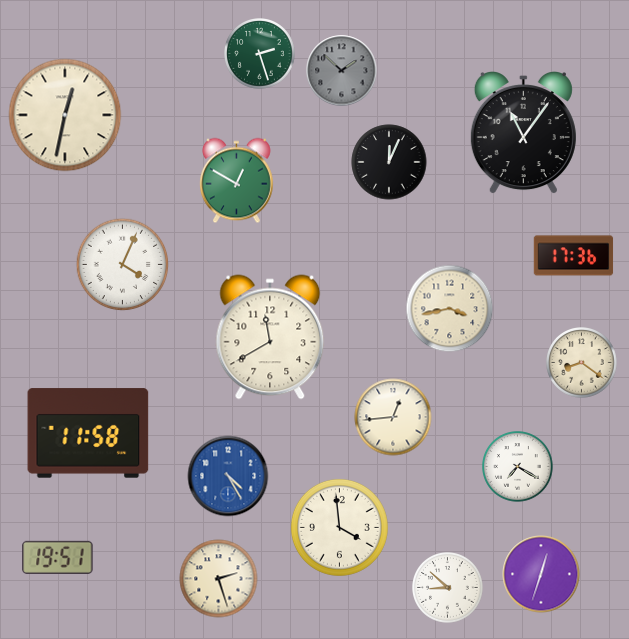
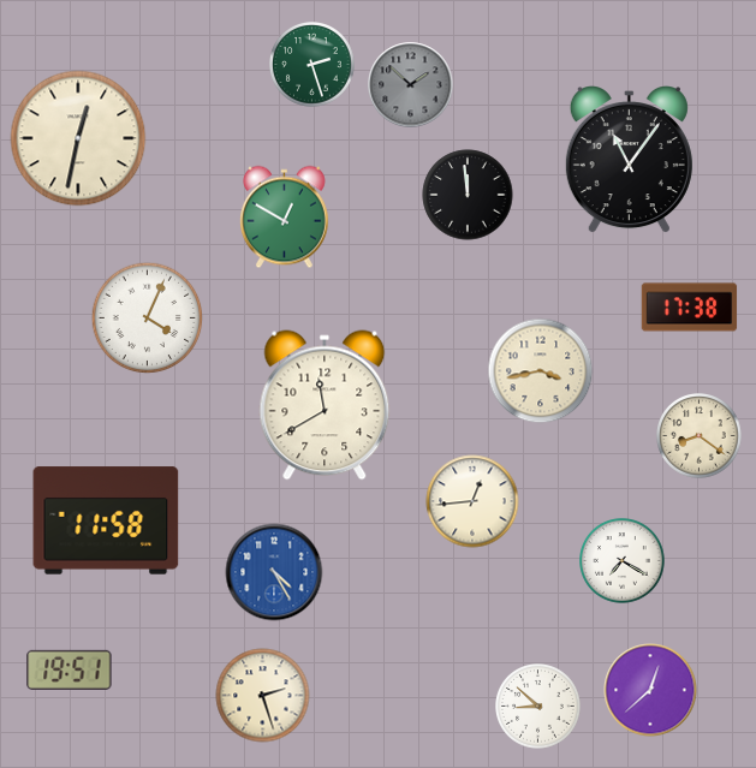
clock at (389, 162): 12:04 -> 11:59
clock at (574, 256): 17:36 -> 17:38
clock at (339, 527): 3:59 -> none
clock at (541, 574): 12:33 -> 12:38
